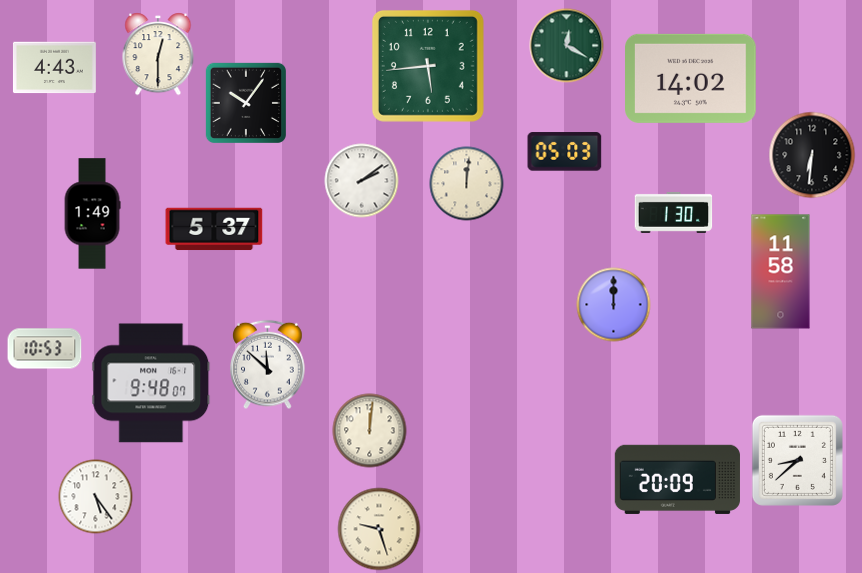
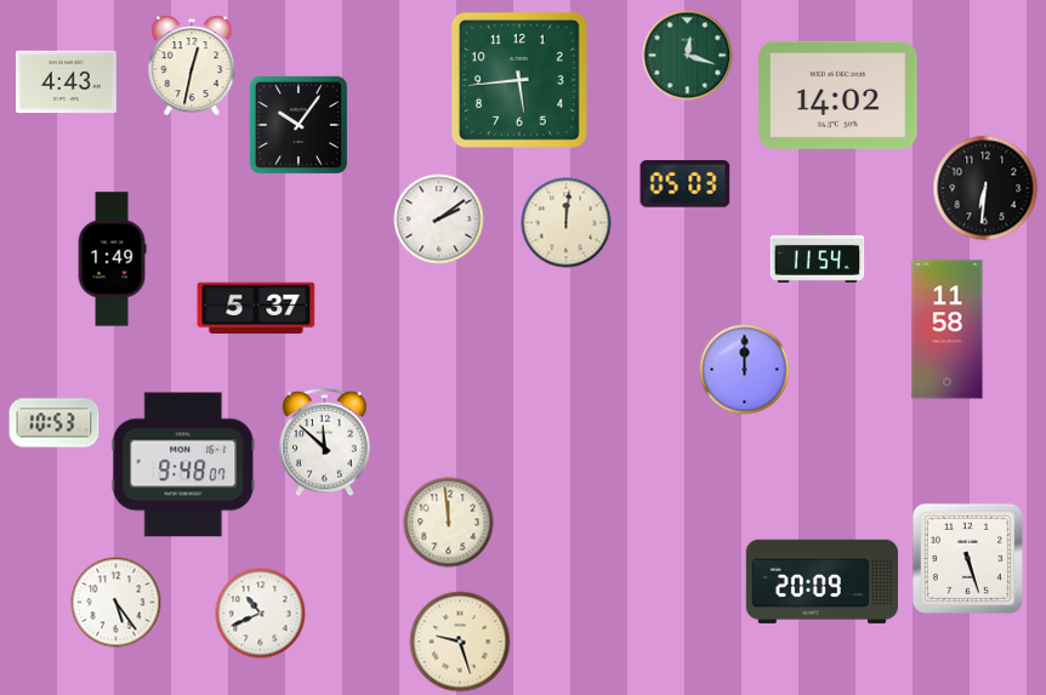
clock at (567, 46): 12:20 -> 12:18
clock at (158, 54): 12:30 -> 12:32
clock at (674, 212): 1:30 -> 11:54
clock at (214, 229) position: (214, 229) -> (256, 308)
clock at (370, 431): 12:01 -> 11:59
clock at (797, 460): 8:38 -> 5:27
clock at (261, 614): none -> 10:41
